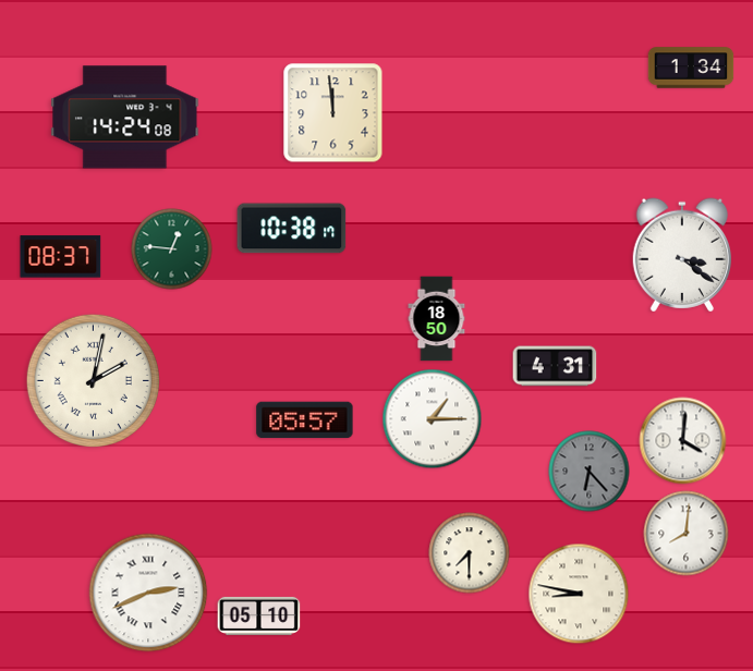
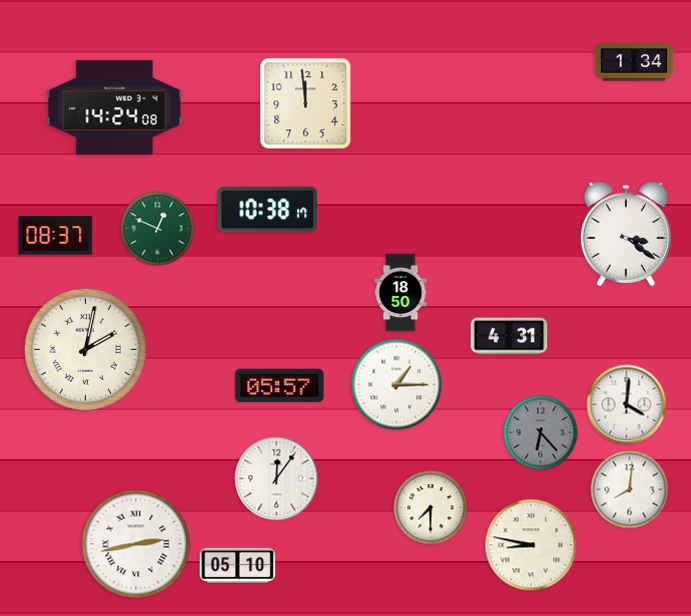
clock at (172, 249): 12:46 -> 12:49
clock at (277, 479): none -> 12:06
clock at (148, 593): 2:41 -> 2:43
